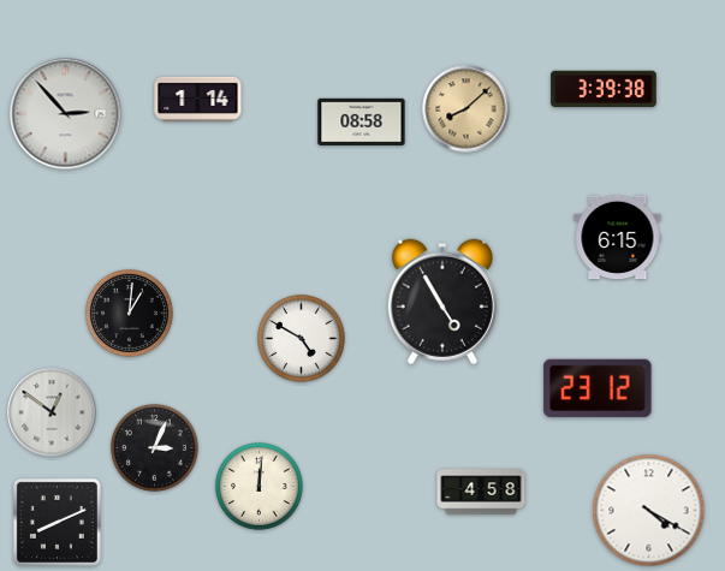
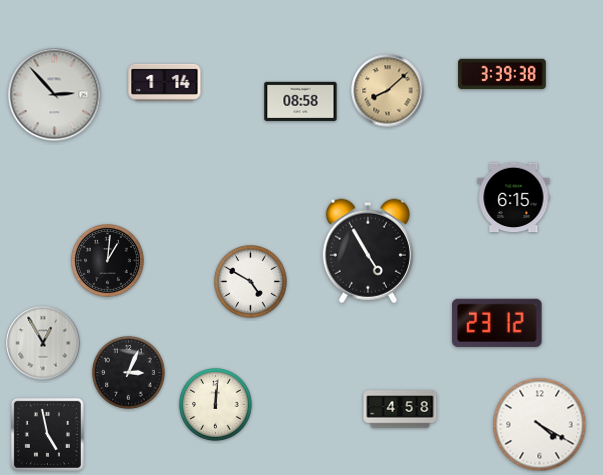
clock at (52, 412): 12:51 -> 12:55
clock at (57, 522): 8:11 -> 4:58
